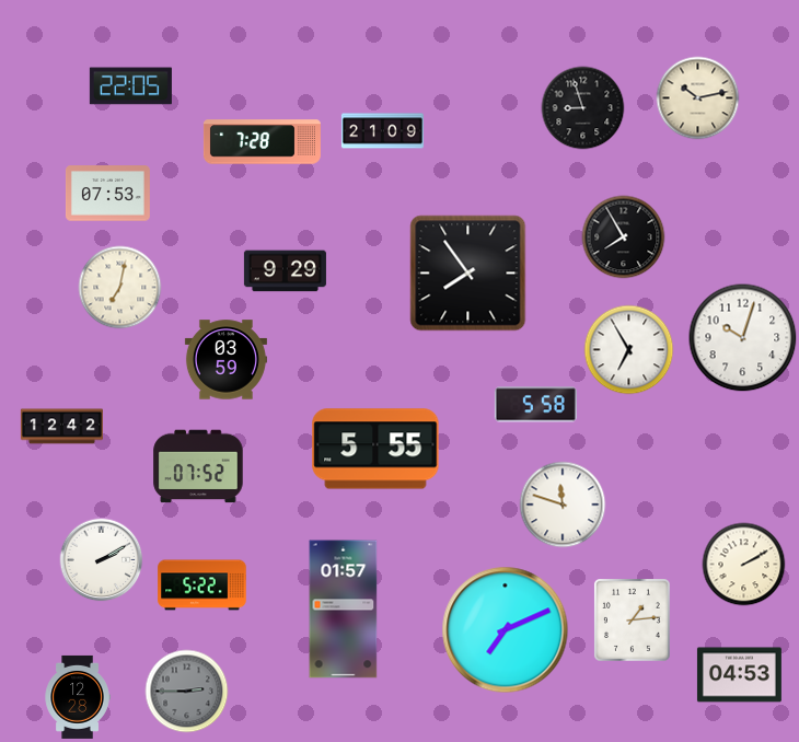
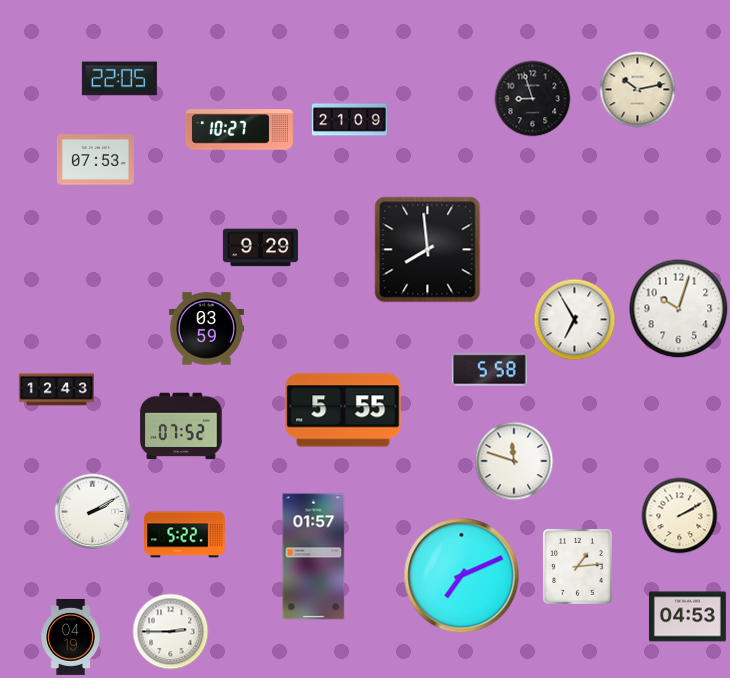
clock at (262, 142): 7:28 -> 10:27
clock at (107, 194) position: (107, 194) -> (95, 160)
clock at (624, 237): 7:55 -> none
clock at (468, 274): 7:54 -> 7:59
clock at (120, 288): 7:02 -> none
clock at (61, 427): 12:42 -> 12:43
clock at (739, 675) position: (739, 675) -> (687, 617)
clock at (187, 692) dial: grey -> white
clock at (78, 697): 12:28 -> 04:19
